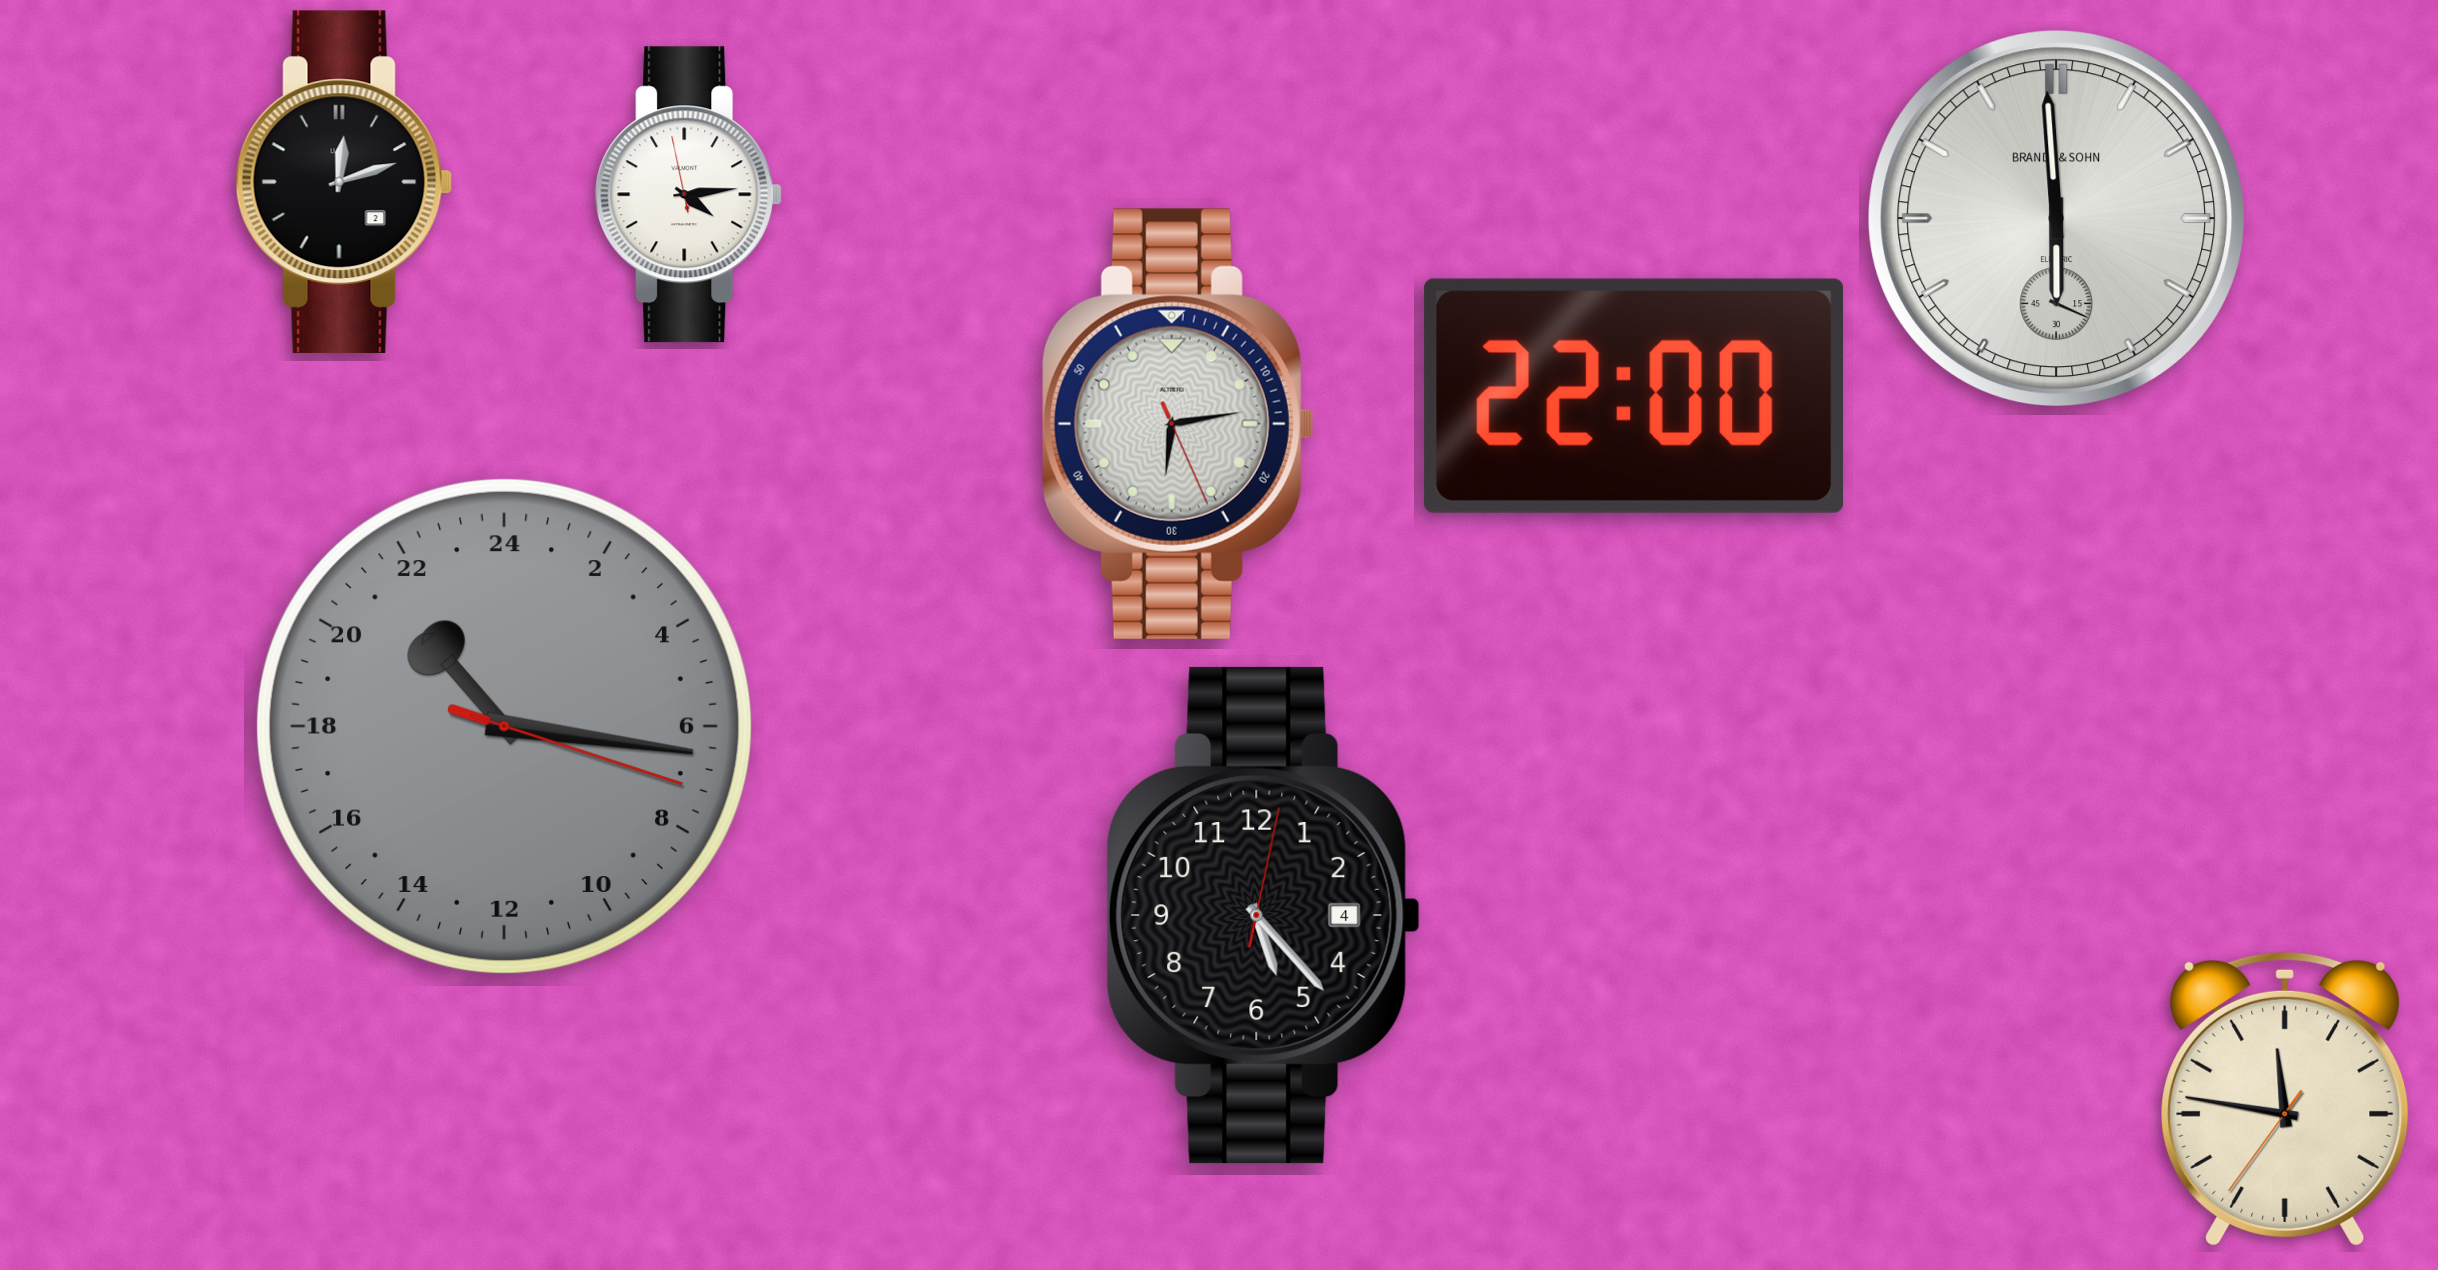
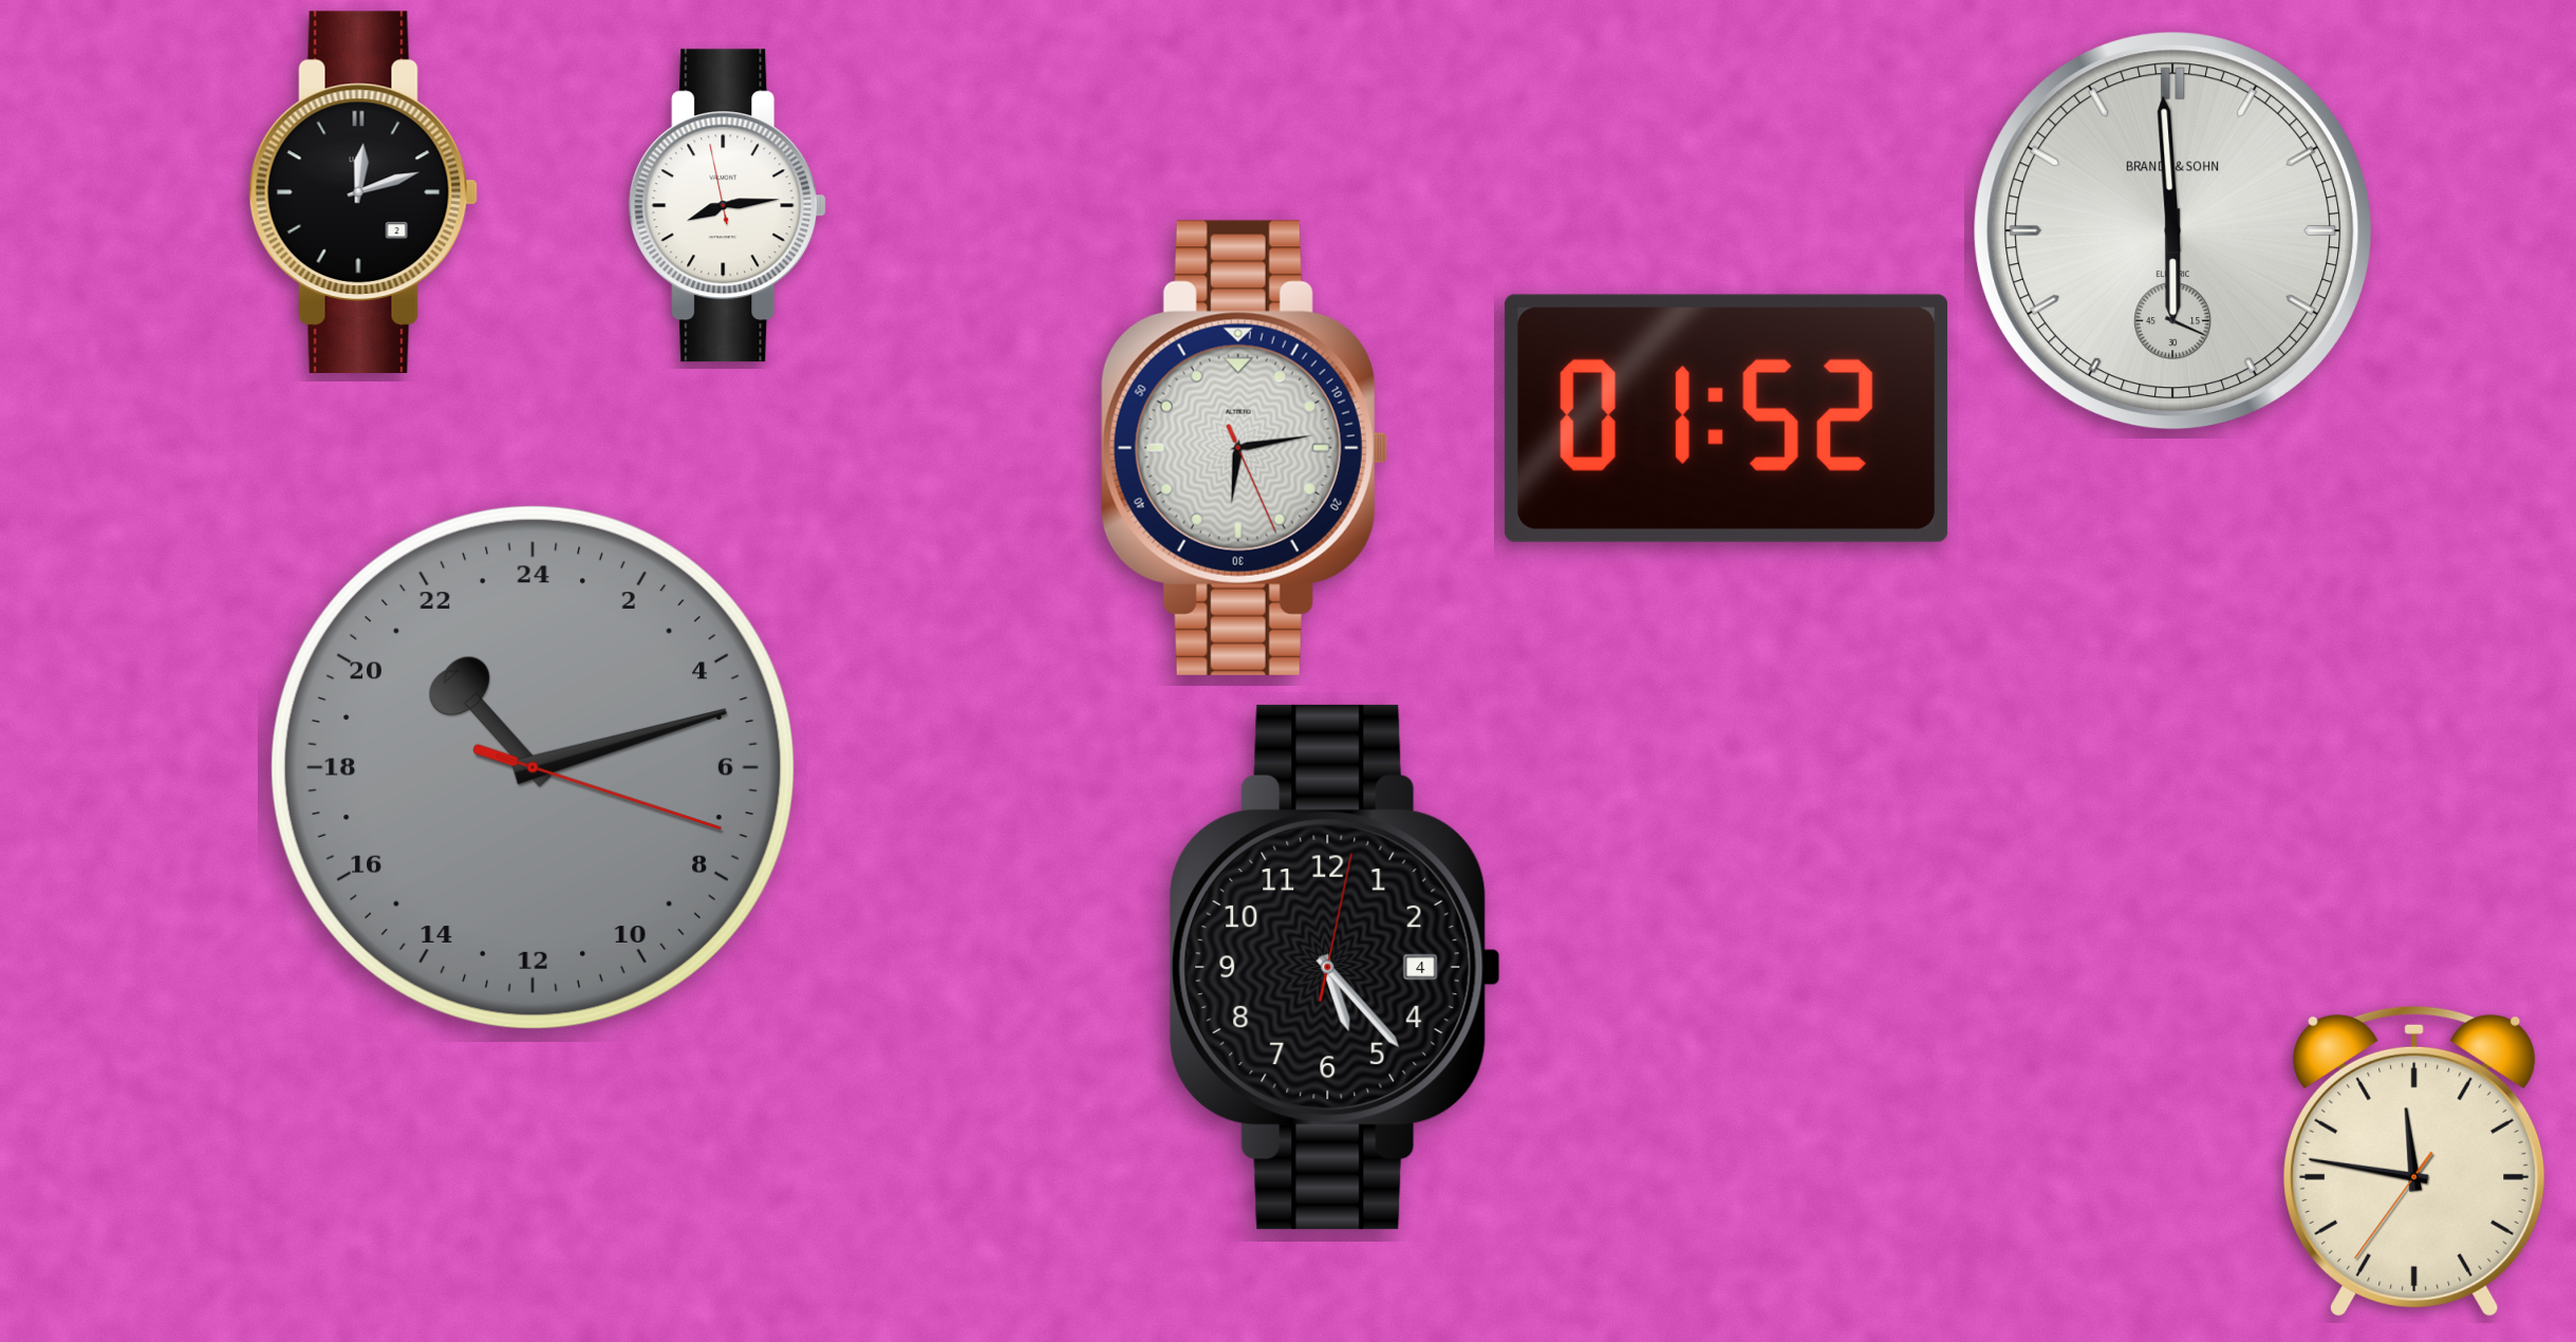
clock at (689, 195): 4:13 -> 8:13
clock at (1634, 396): 22:00 -> 01:52
clock at (504, 726): 21:16 -> 21:12
